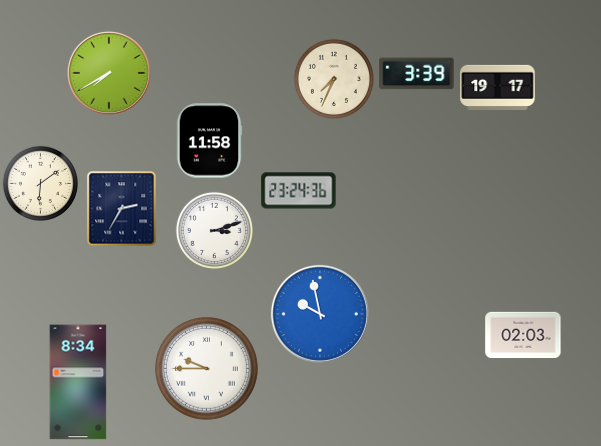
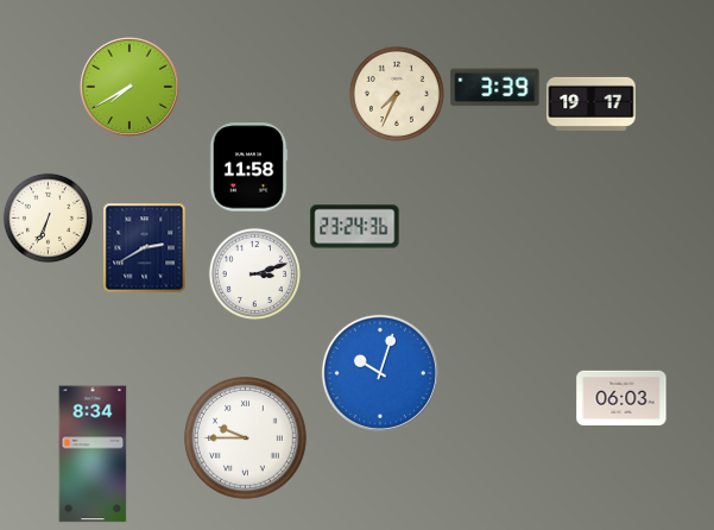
clock at (40, 183): 6:09 -> 6:34
clock at (122, 209): 2:35 -> 2:40
clock at (320, 314): 9:58 -> 10:03
clock at (523, 334): 02:03 -> 06:03
